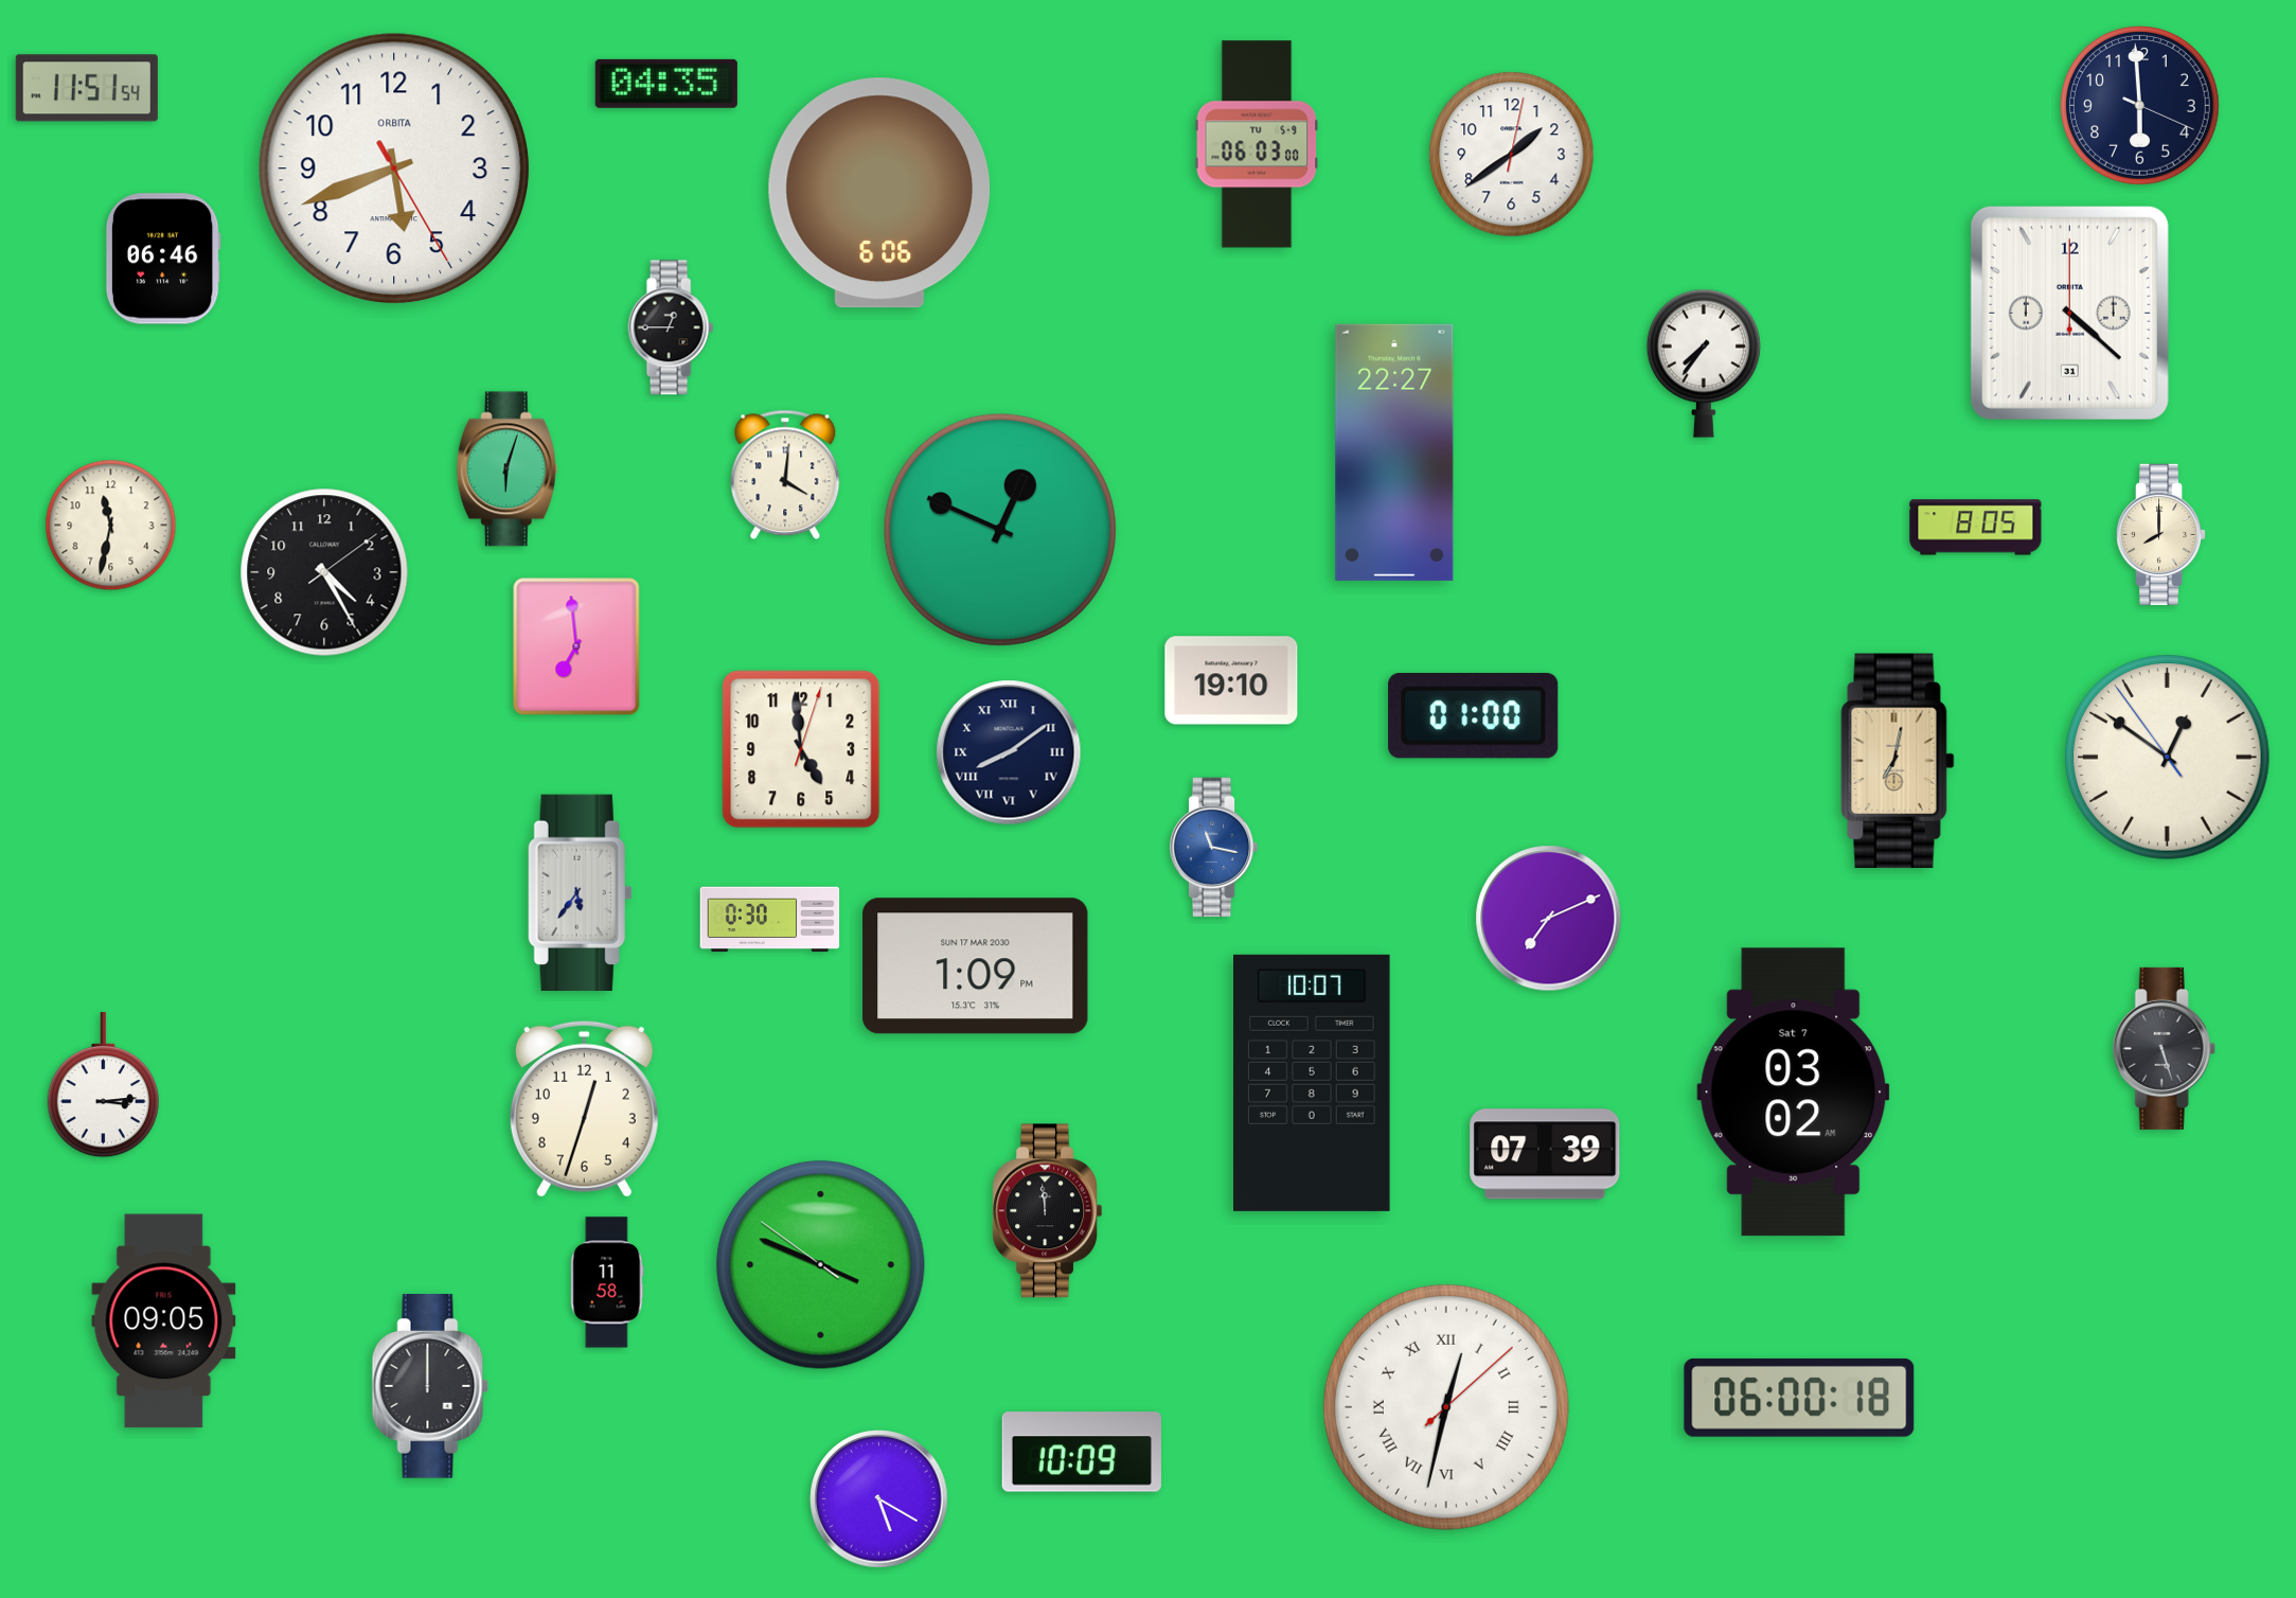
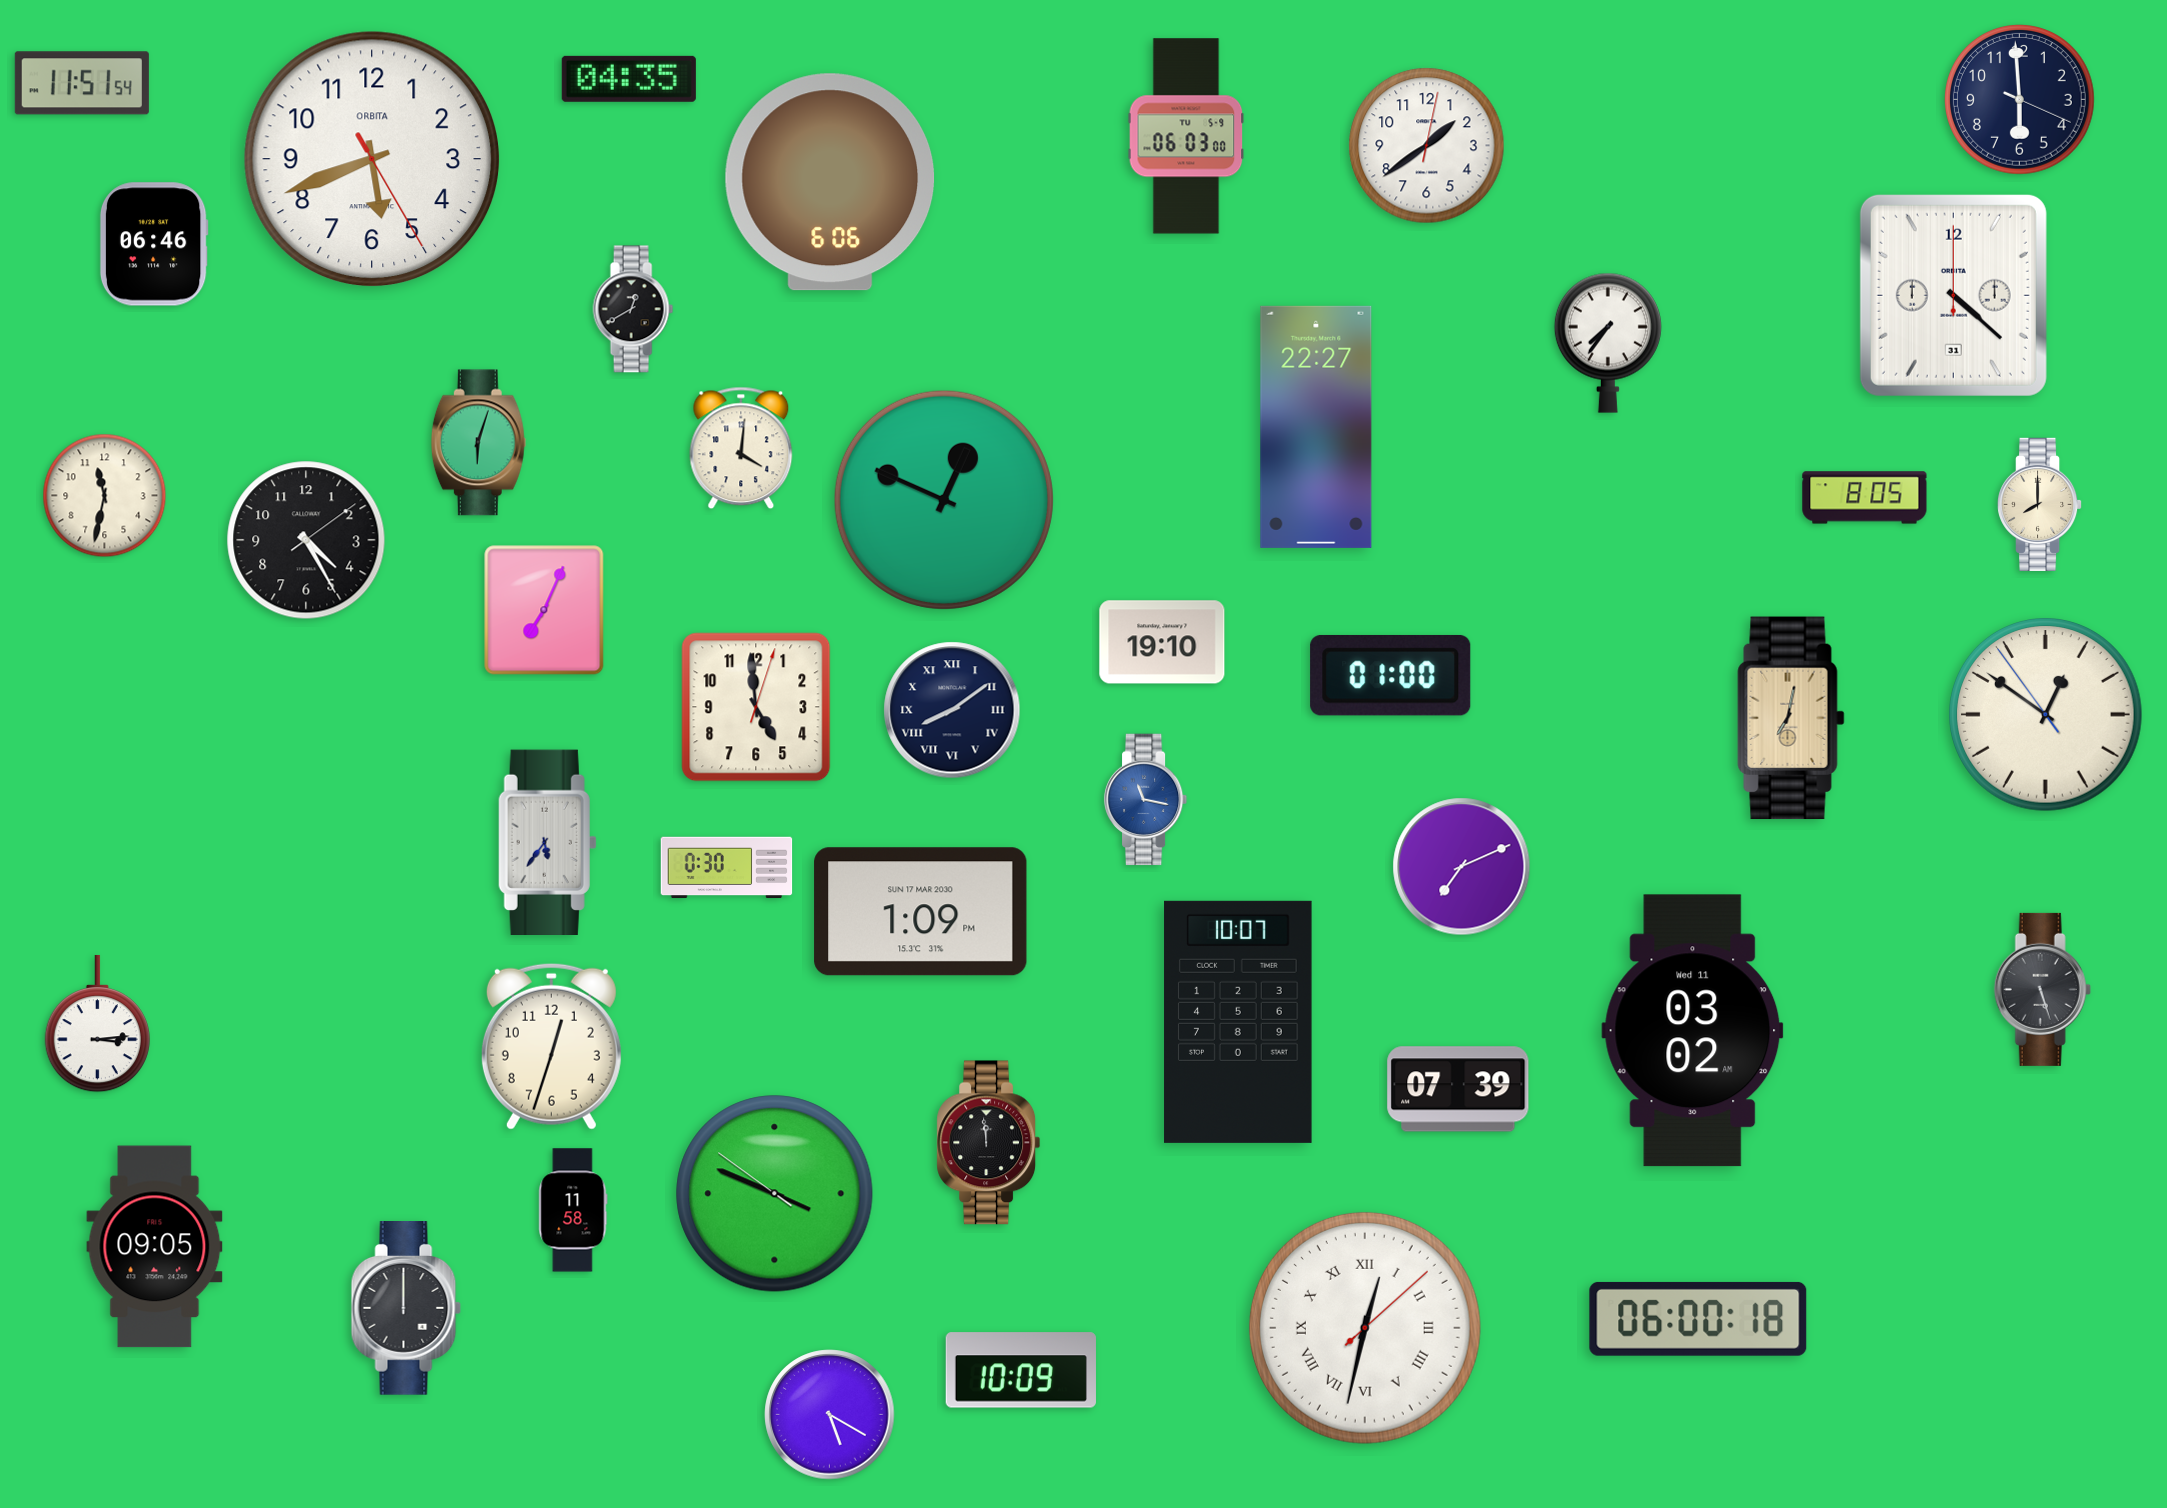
clock at (671, 327): 12:45 -> 12:40
clock at (576, 646): 6:59 -> 7:04
clock at (1794, 1093) date: Sat 7 -> Wed 11
